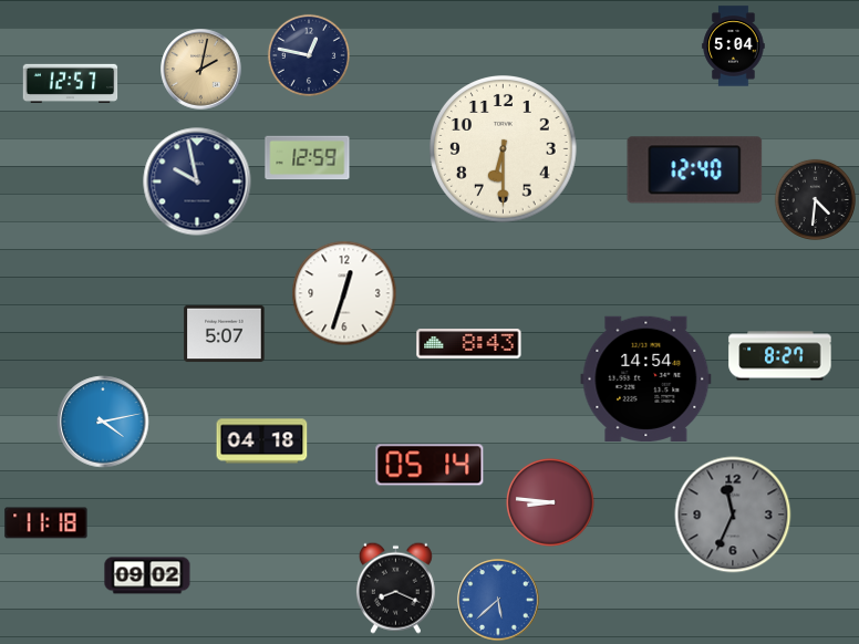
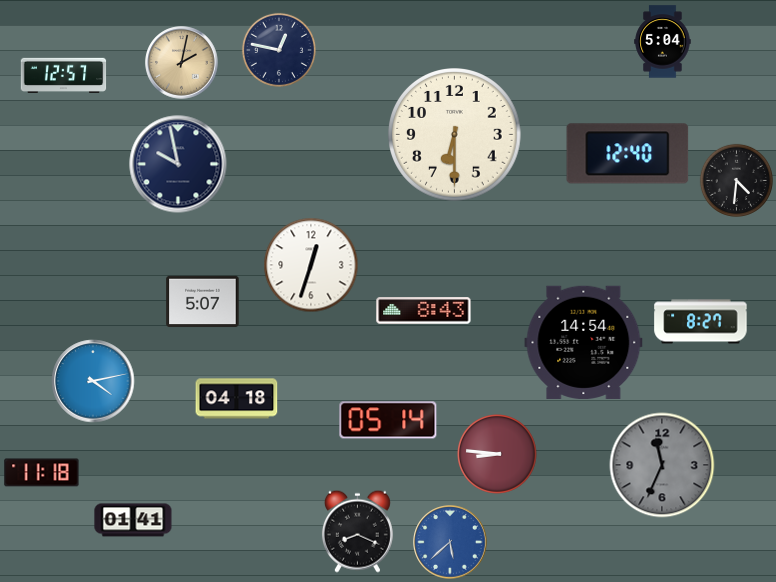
clock at (308, 158): 12:59 -> none
clock at (780, 356) position: (780, 356) -> (701, 322)
clock at (147, 575): 09:02 -> 01:41
